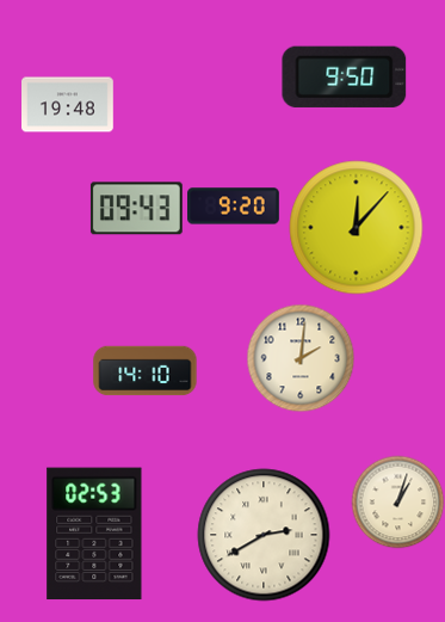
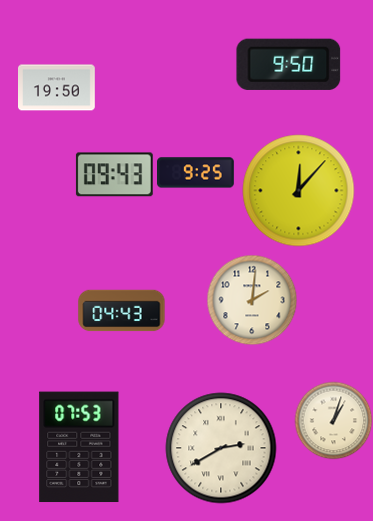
clock at (68, 105): 19:48 -> 19:50
clock at (234, 207): 9:20 -> 9:25
clock at (146, 371): 14:10 -> 04:43
clock at (94, 534): 02:53 -> 07:53
